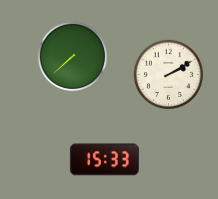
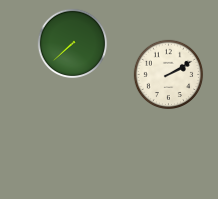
clock at (73, 57) position: (73, 57) -> (73, 44)
clock at (104, 160): 15:33 -> none
